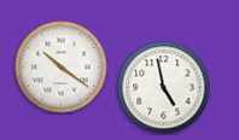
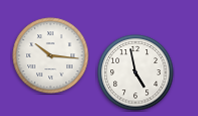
clock at (62, 68): 10:21 -> 10:16
